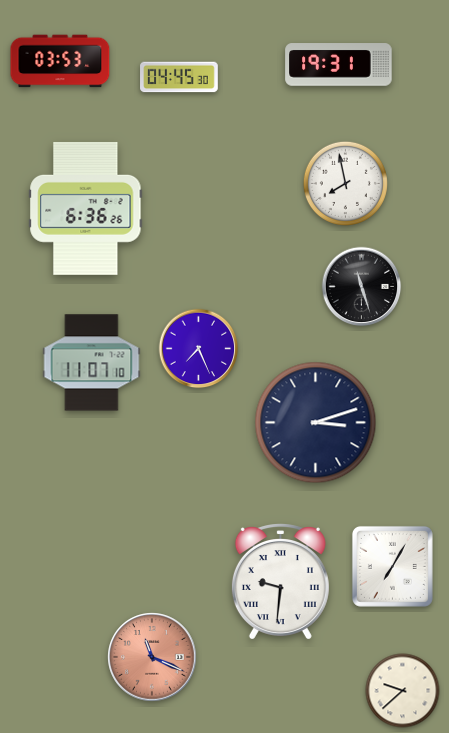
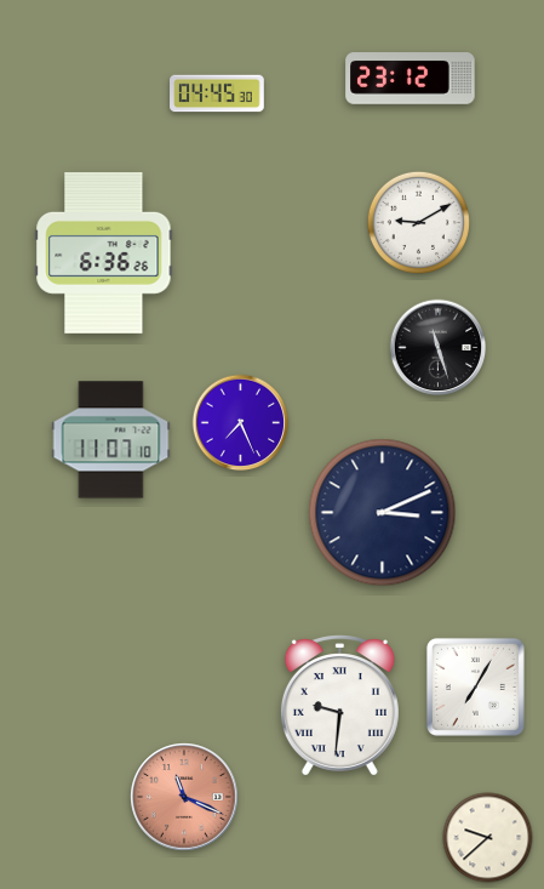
clock at (60, 61): 03:53 -> none
clock at (339, 65): 19:31 -> 23:12
clock at (345, 183): 7:58 -> 9:10
clock at (316, 423): 3:12 -> 3:11
